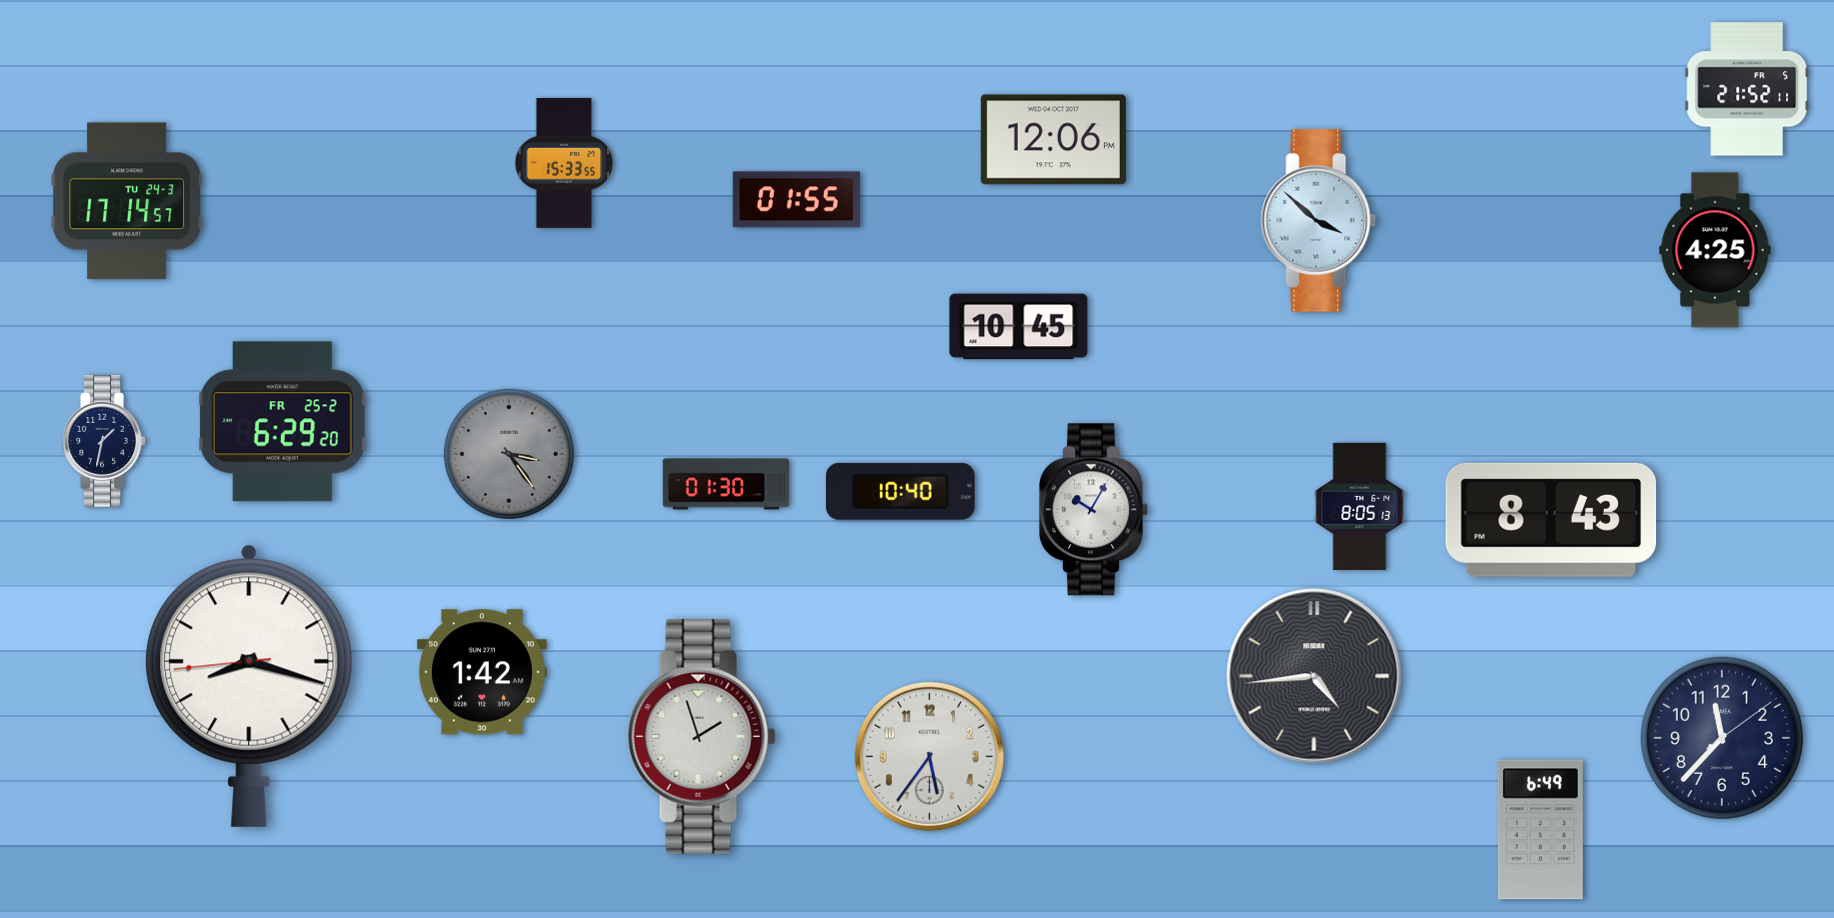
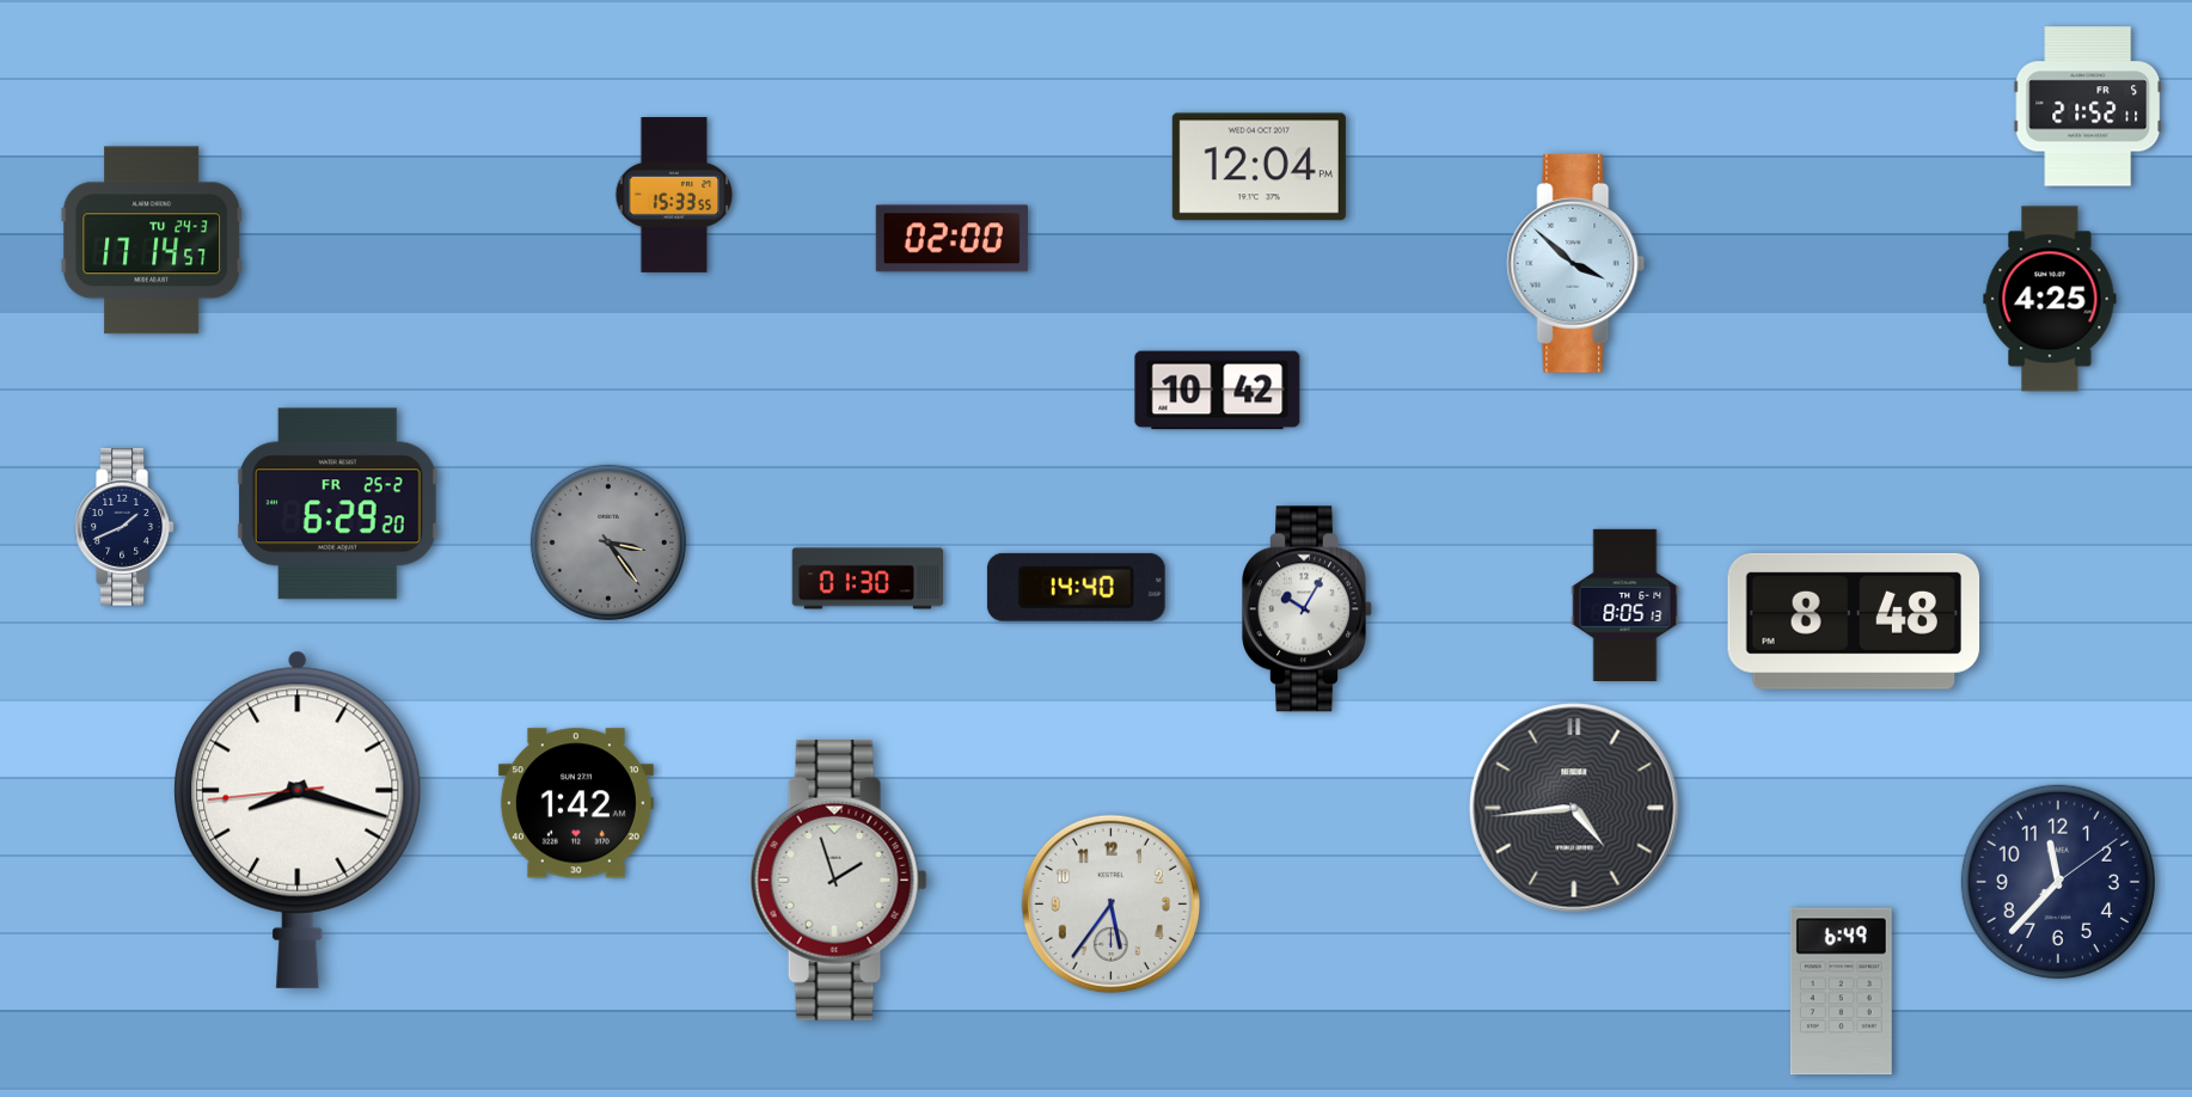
clock at (1053, 140): 12:06 -> 12:04
clock at (796, 200): 01:55 -> 02:00
clock at (1019, 327): 10:45 -> 10:42
clock at (104, 441): 1:32 -> 1:41
clock at (900, 491): 10:40 -> 14:40
clock at (1551, 520): 8:43 -> 8:48
clock at (1314, 676) position: (1314, 676) -> (1574, 808)
